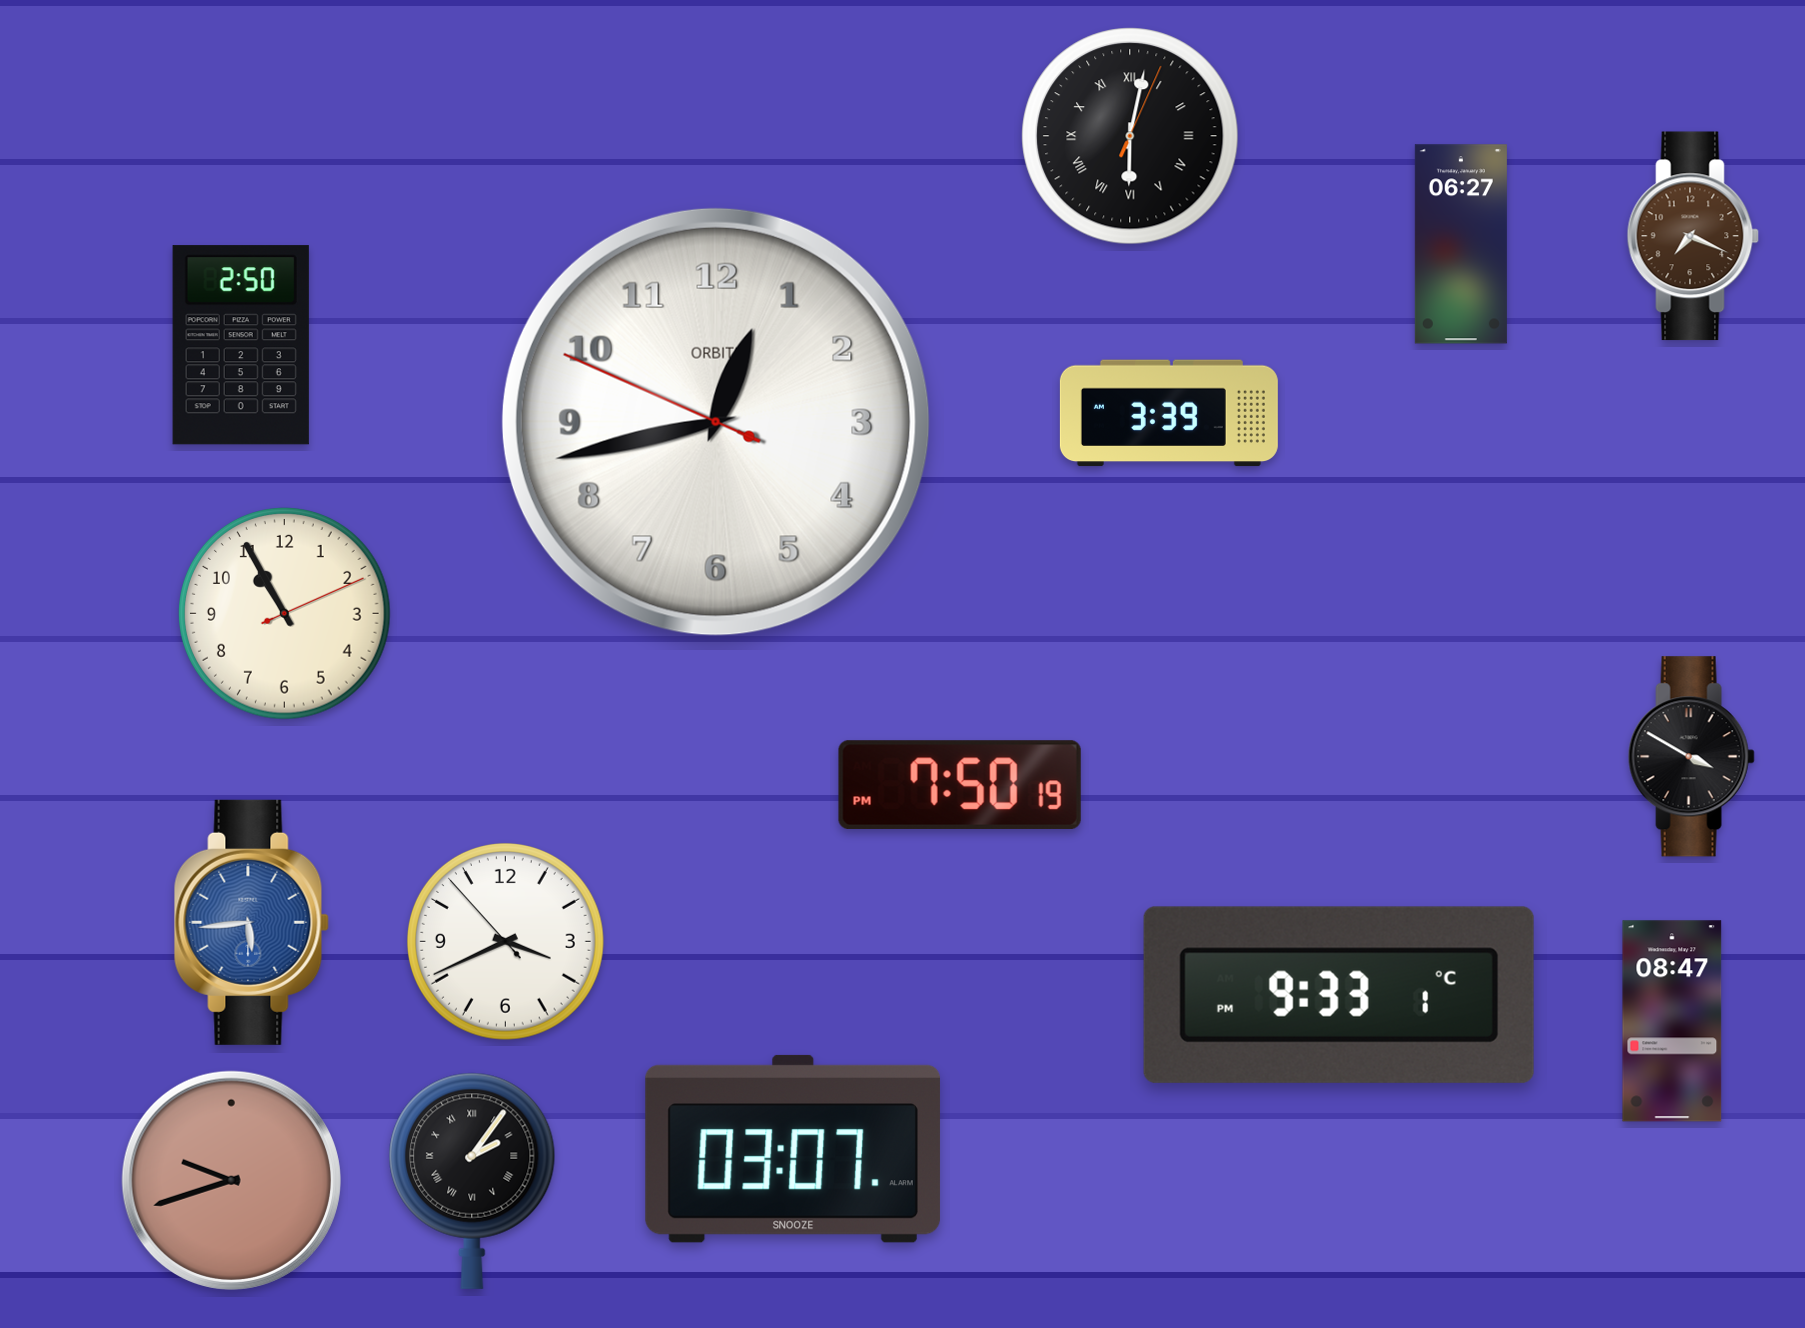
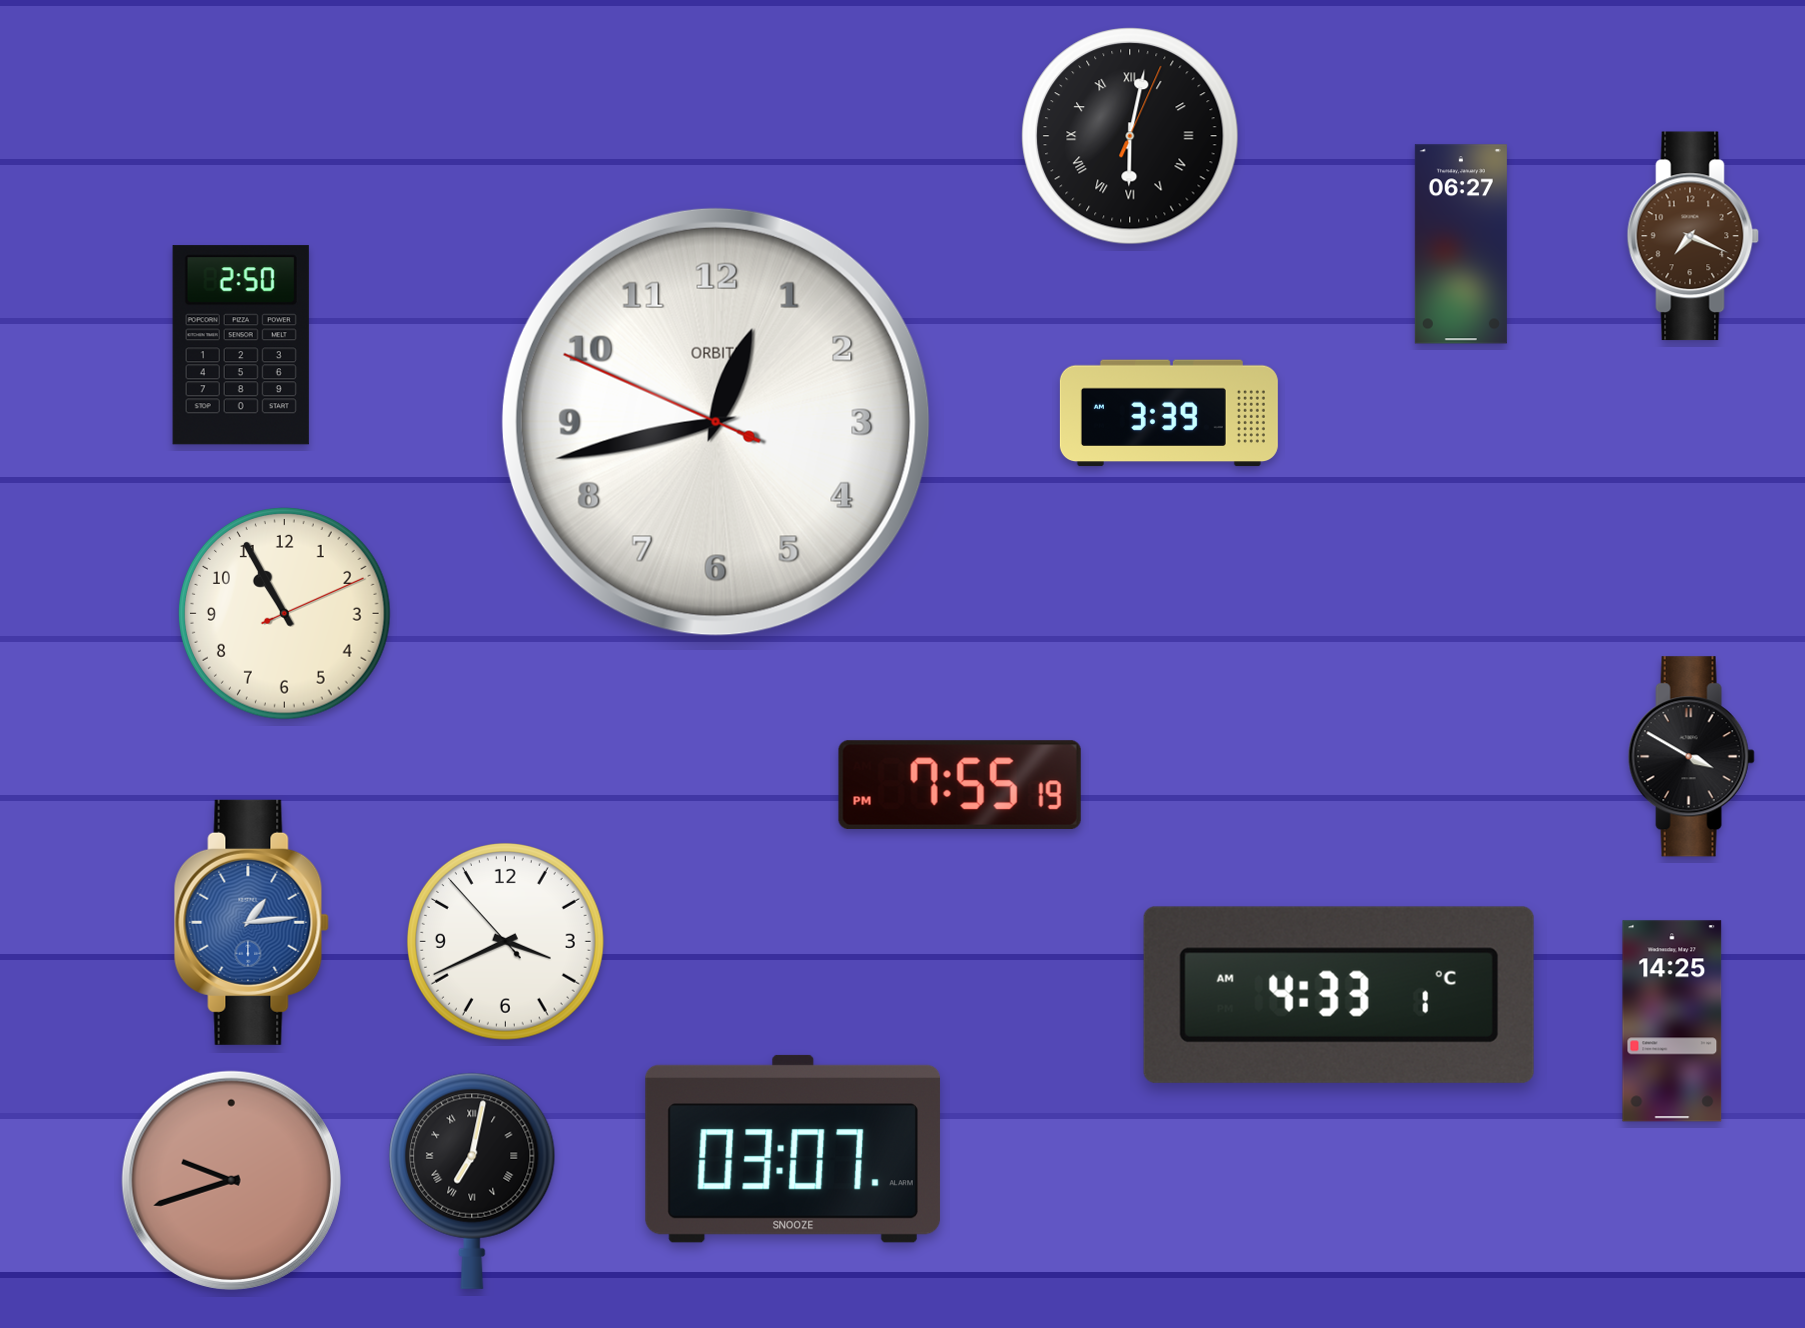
clock at (960, 785): 7:50 -> 7:55
clock at (251, 922): 5:44 -> 1:14
clock at (1339, 995): 9:33 -> 4:33
clock at (1672, 1021): 08:47 -> 14:25
clock at (472, 1181): 2:06 -> 7:02
